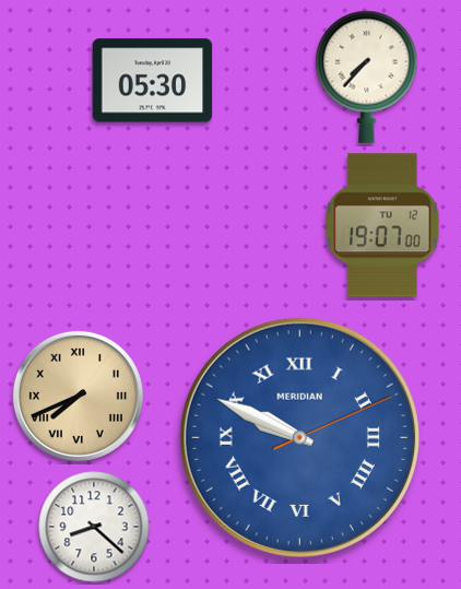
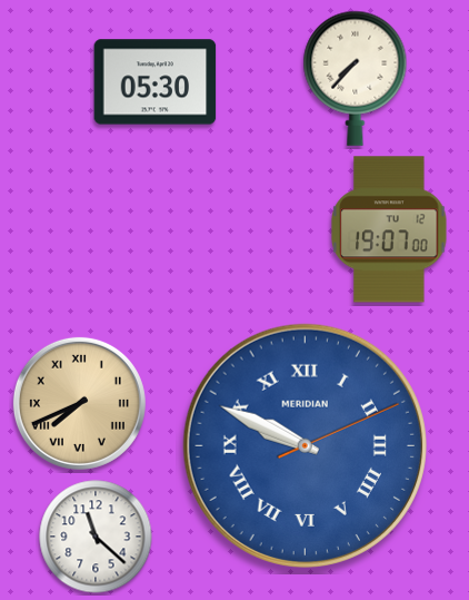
clock at (367, 76) position: (367, 76) -> (356, 78)
clock at (94, 527): 8:22 -> 11:22
